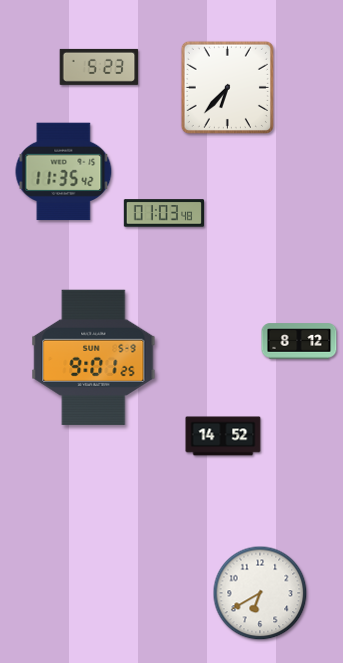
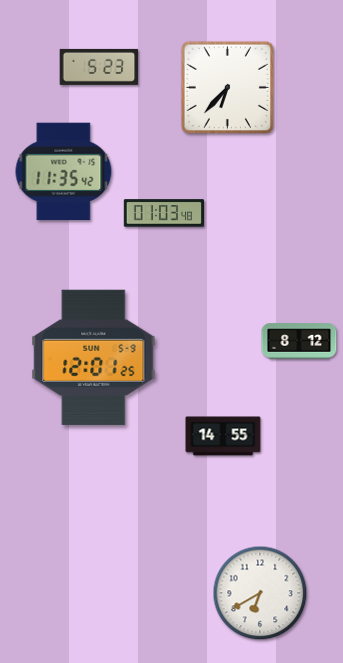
clock at (94, 357): 9:01 -> 12:01
clock at (223, 436): 14:52 -> 14:55
